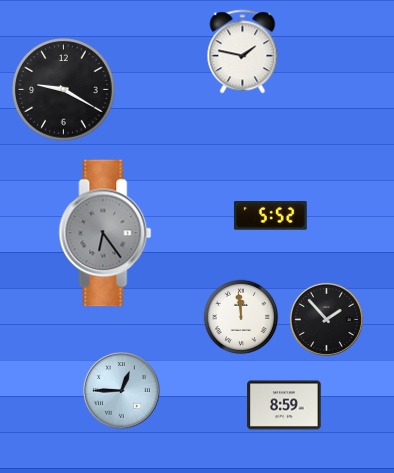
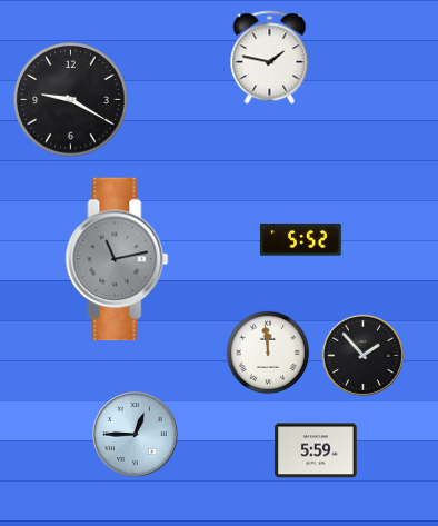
clock at (105, 233): 6:24 -> 11:13
clock at (284, 405): 8:59 -> 5:59
